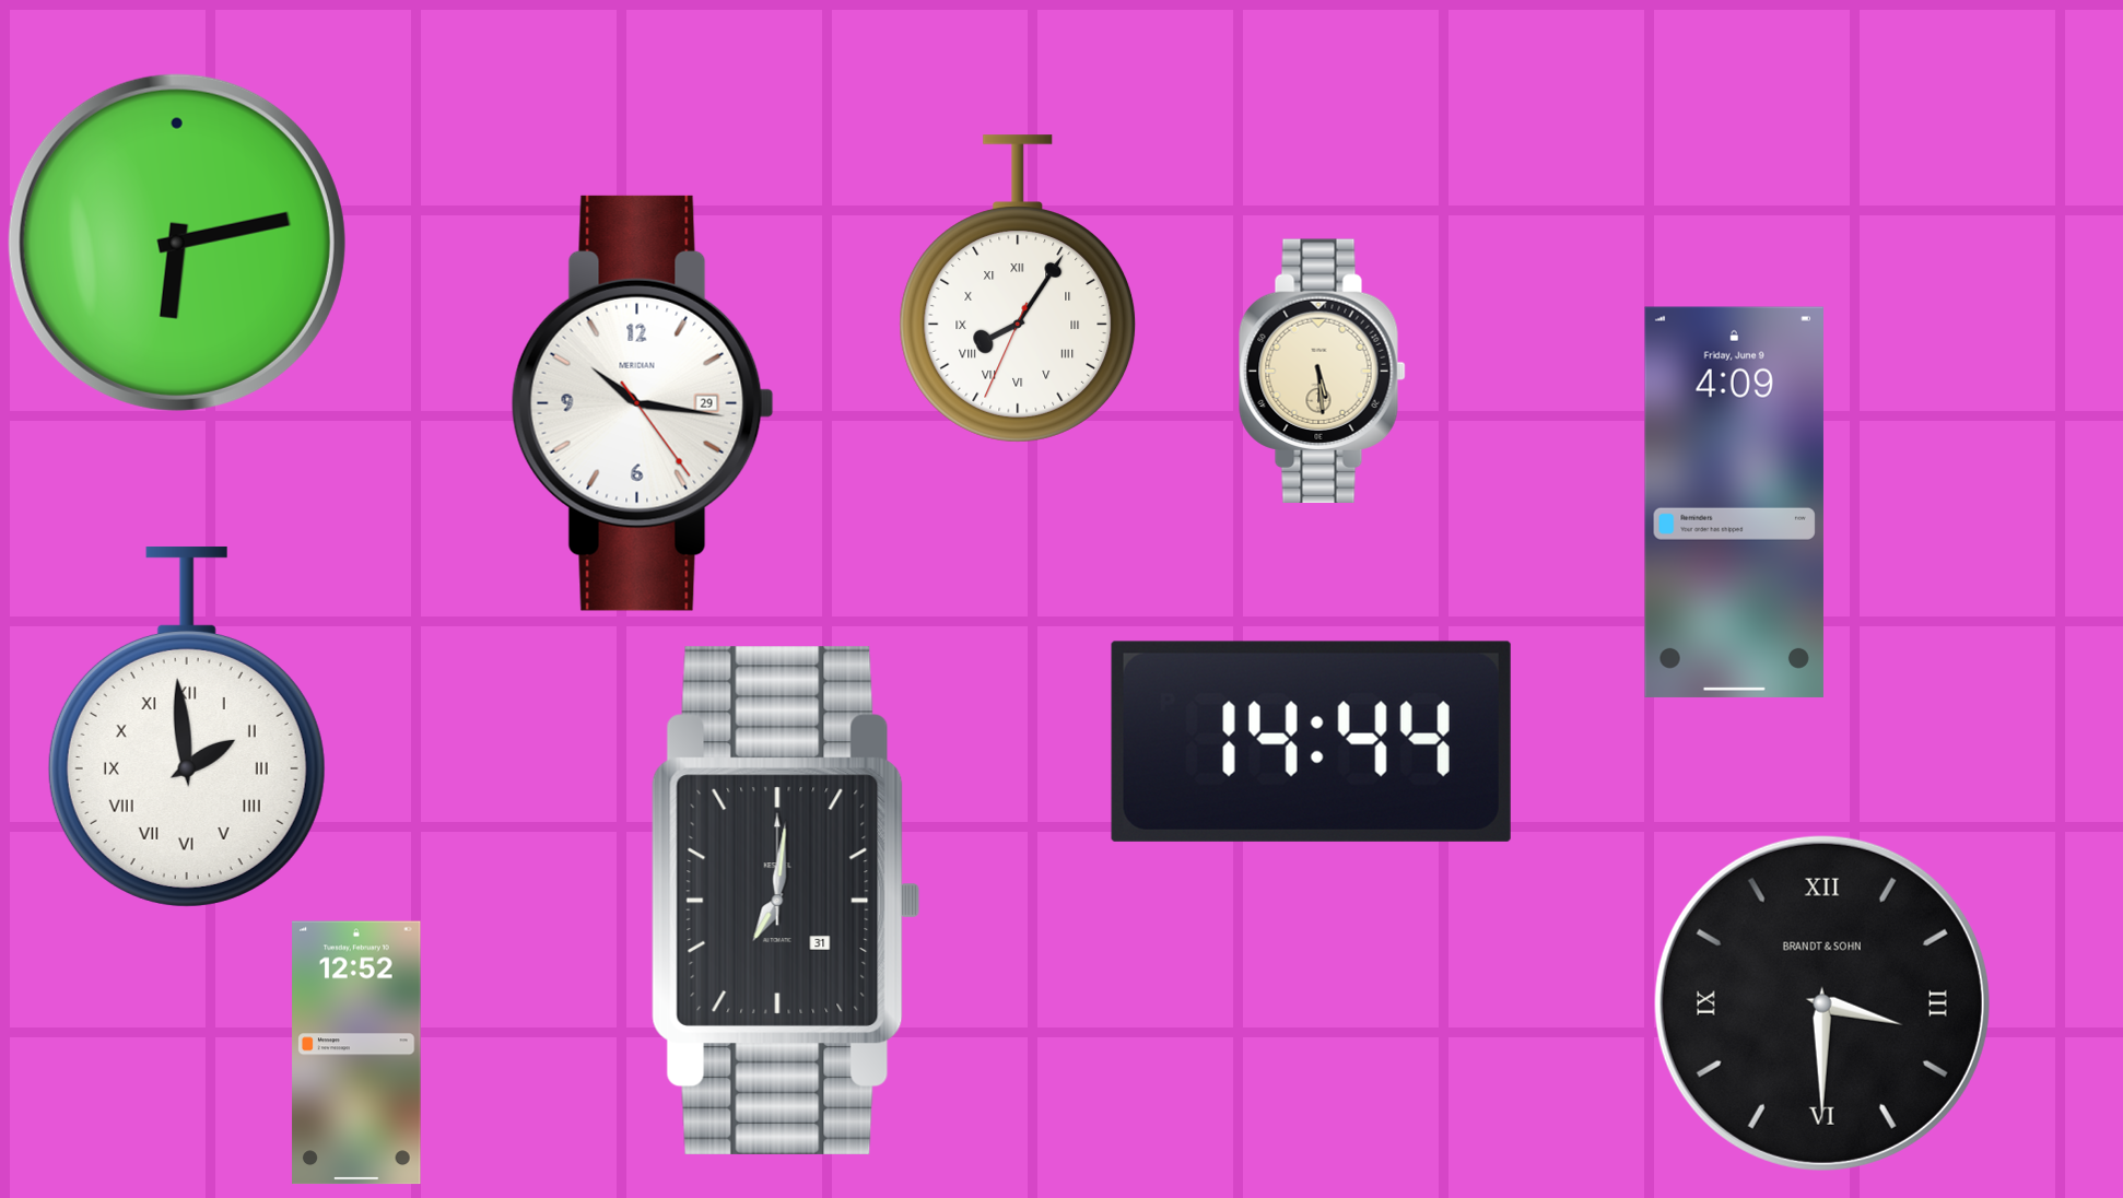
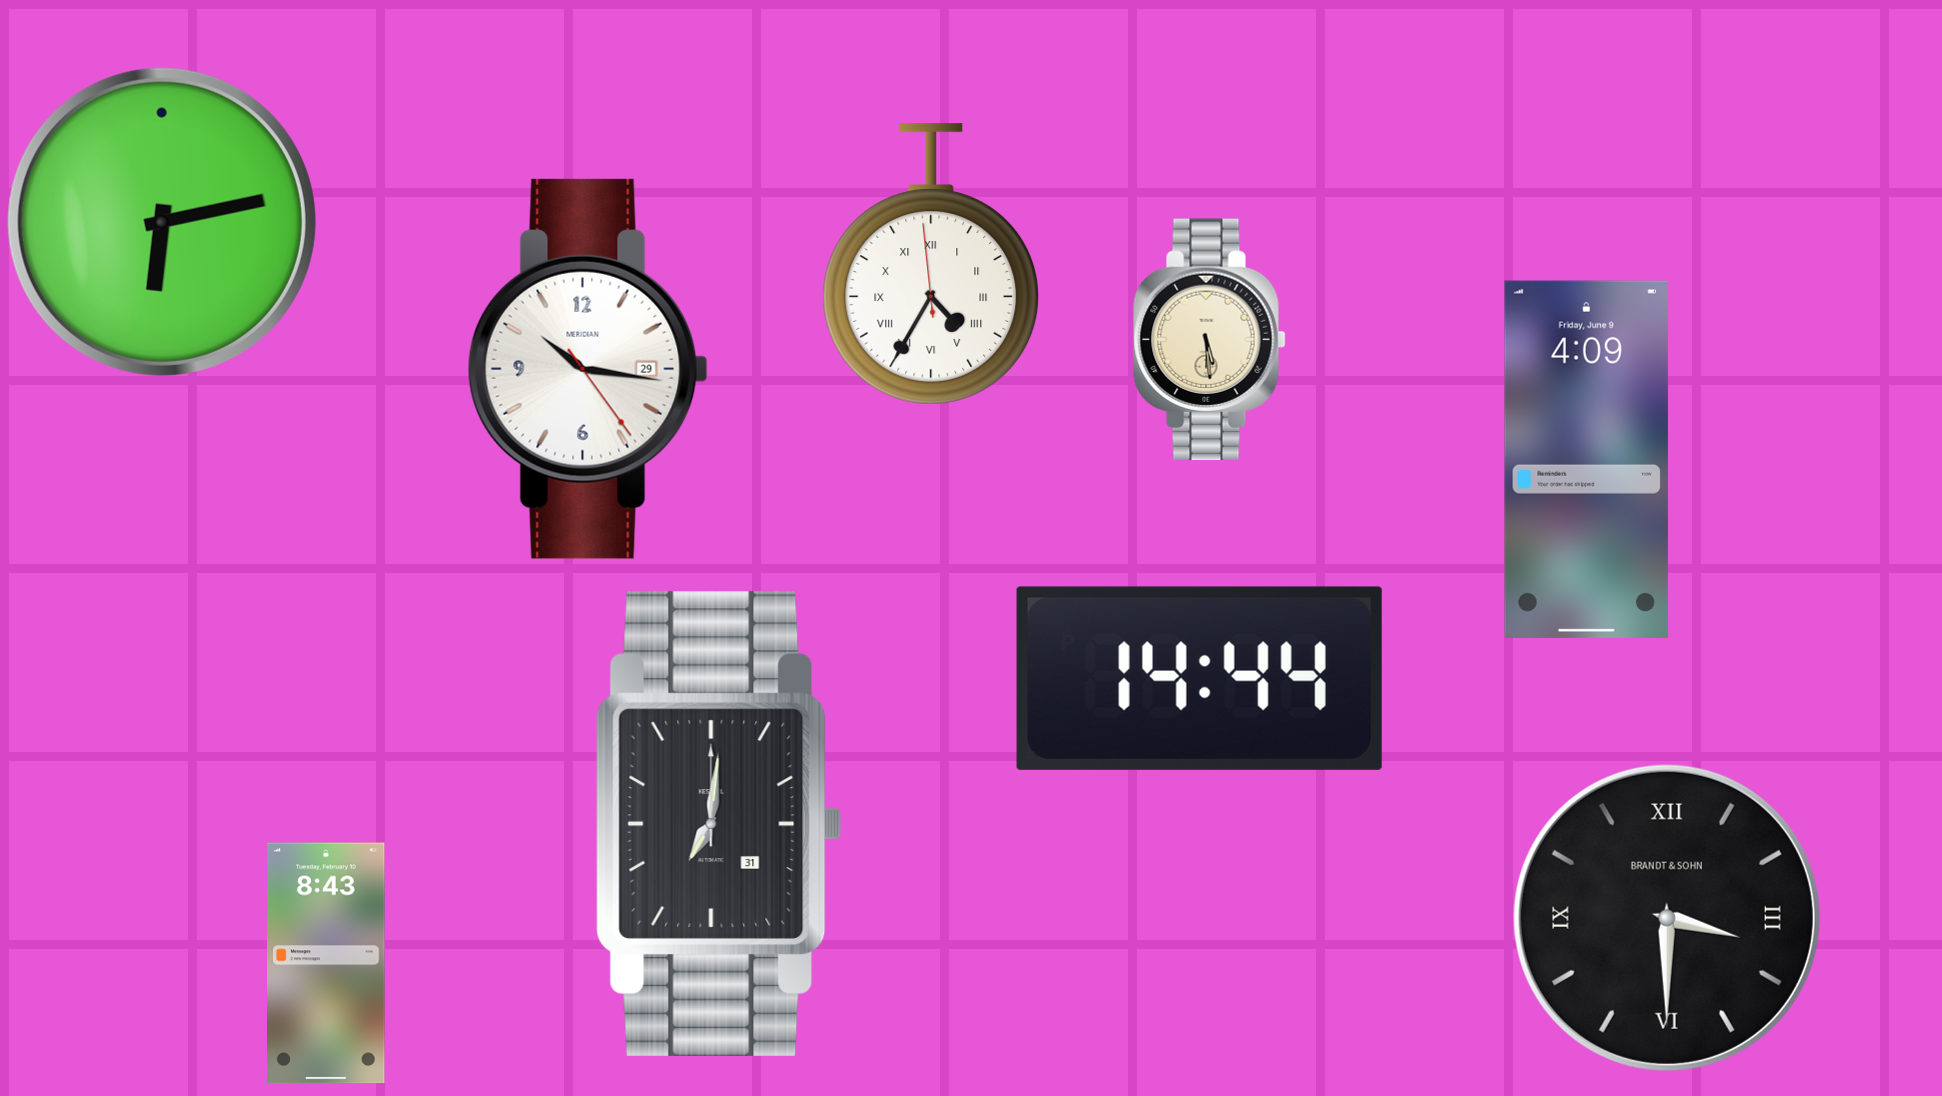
clock at (1018, 289): 8:05 -> 4:34
clock at (187, 727): 1:59 -> none
clock at (356, 1053): 12:52 -> 8:43
